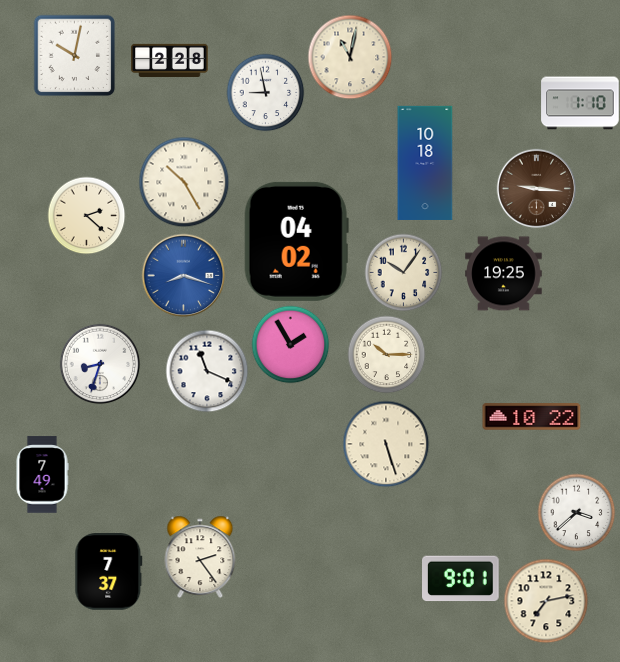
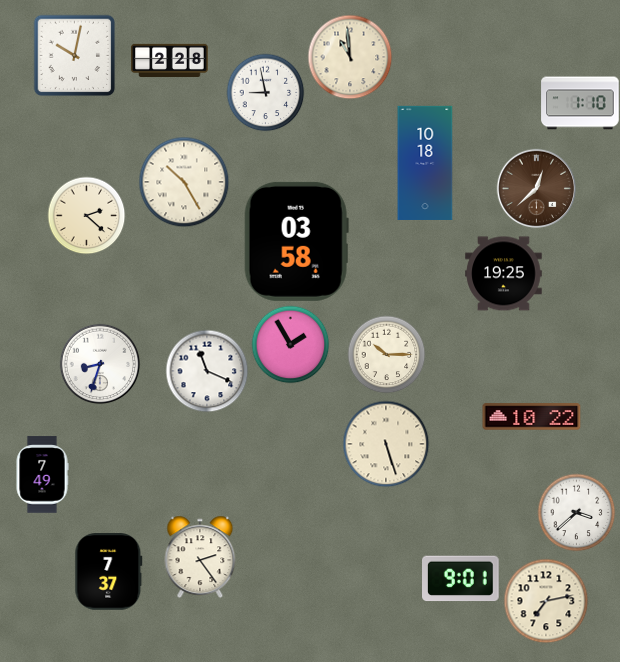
clock at (350, 57): 11:02 -> 10:59
clock at (536, 188): 9:16 -> 12:38
clock at (296, 241): 04:02 -> 03:58
clock at (403, 272): 10:06 -> none
clock at (183, 275): 8:18 -> none
